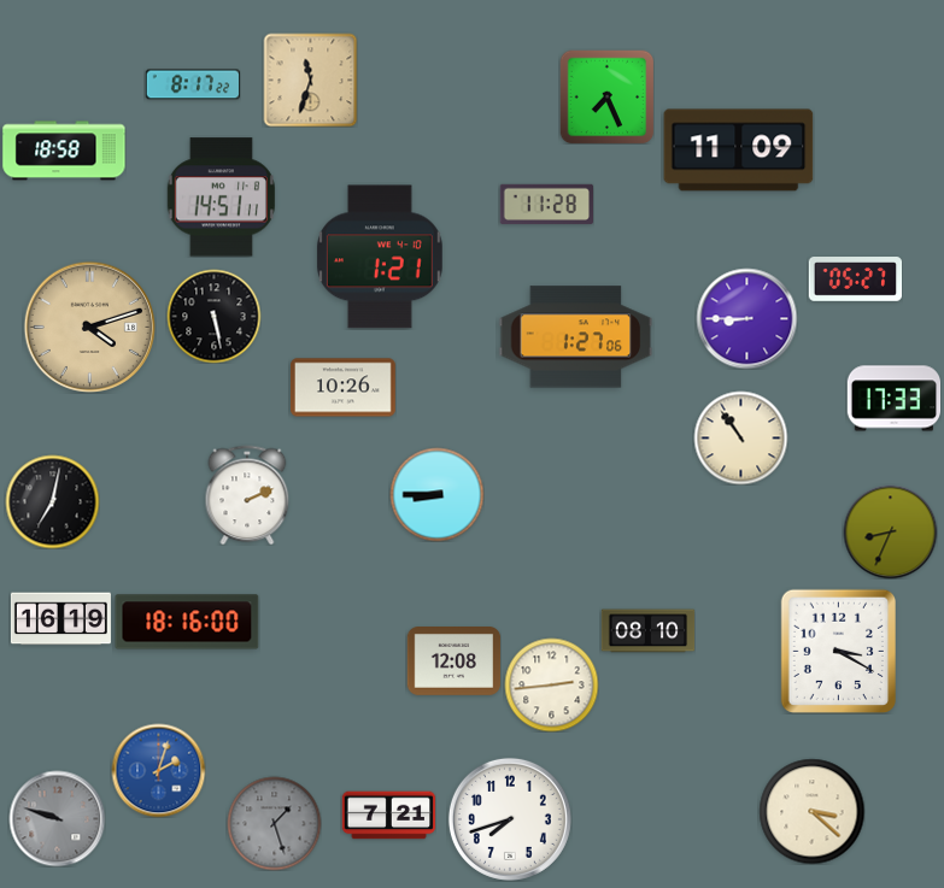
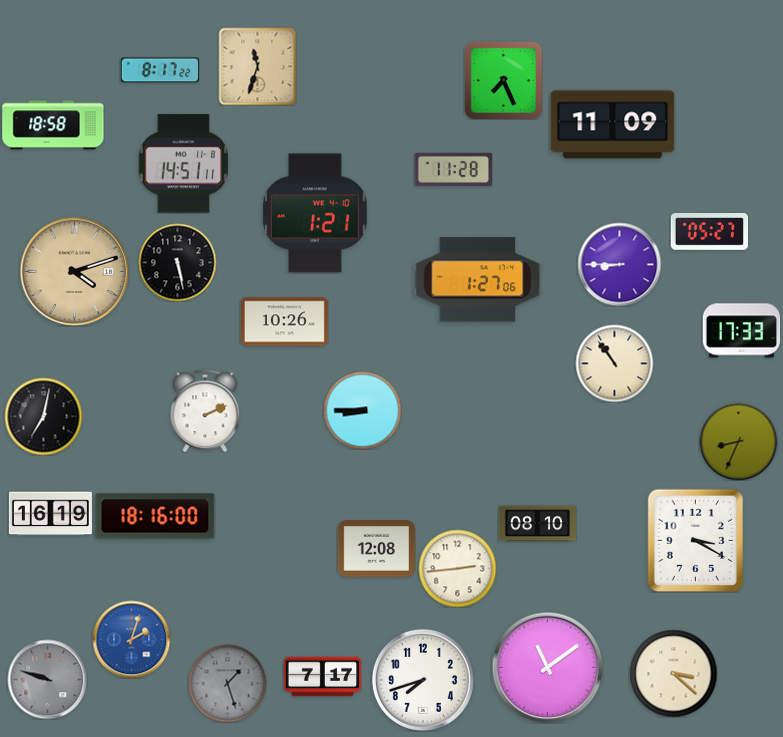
clock at (547, 667): none -> 11:09
clock at (388, 816): 7:21 -> 7:17
